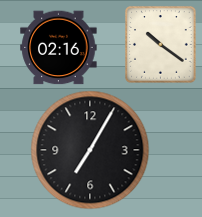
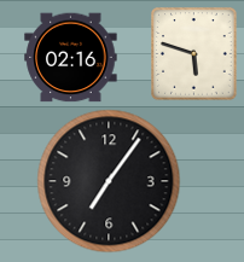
clock at (161, 45): 10:21 -> 5:48
clock at (90, 150): 7:05 -> 7:06
